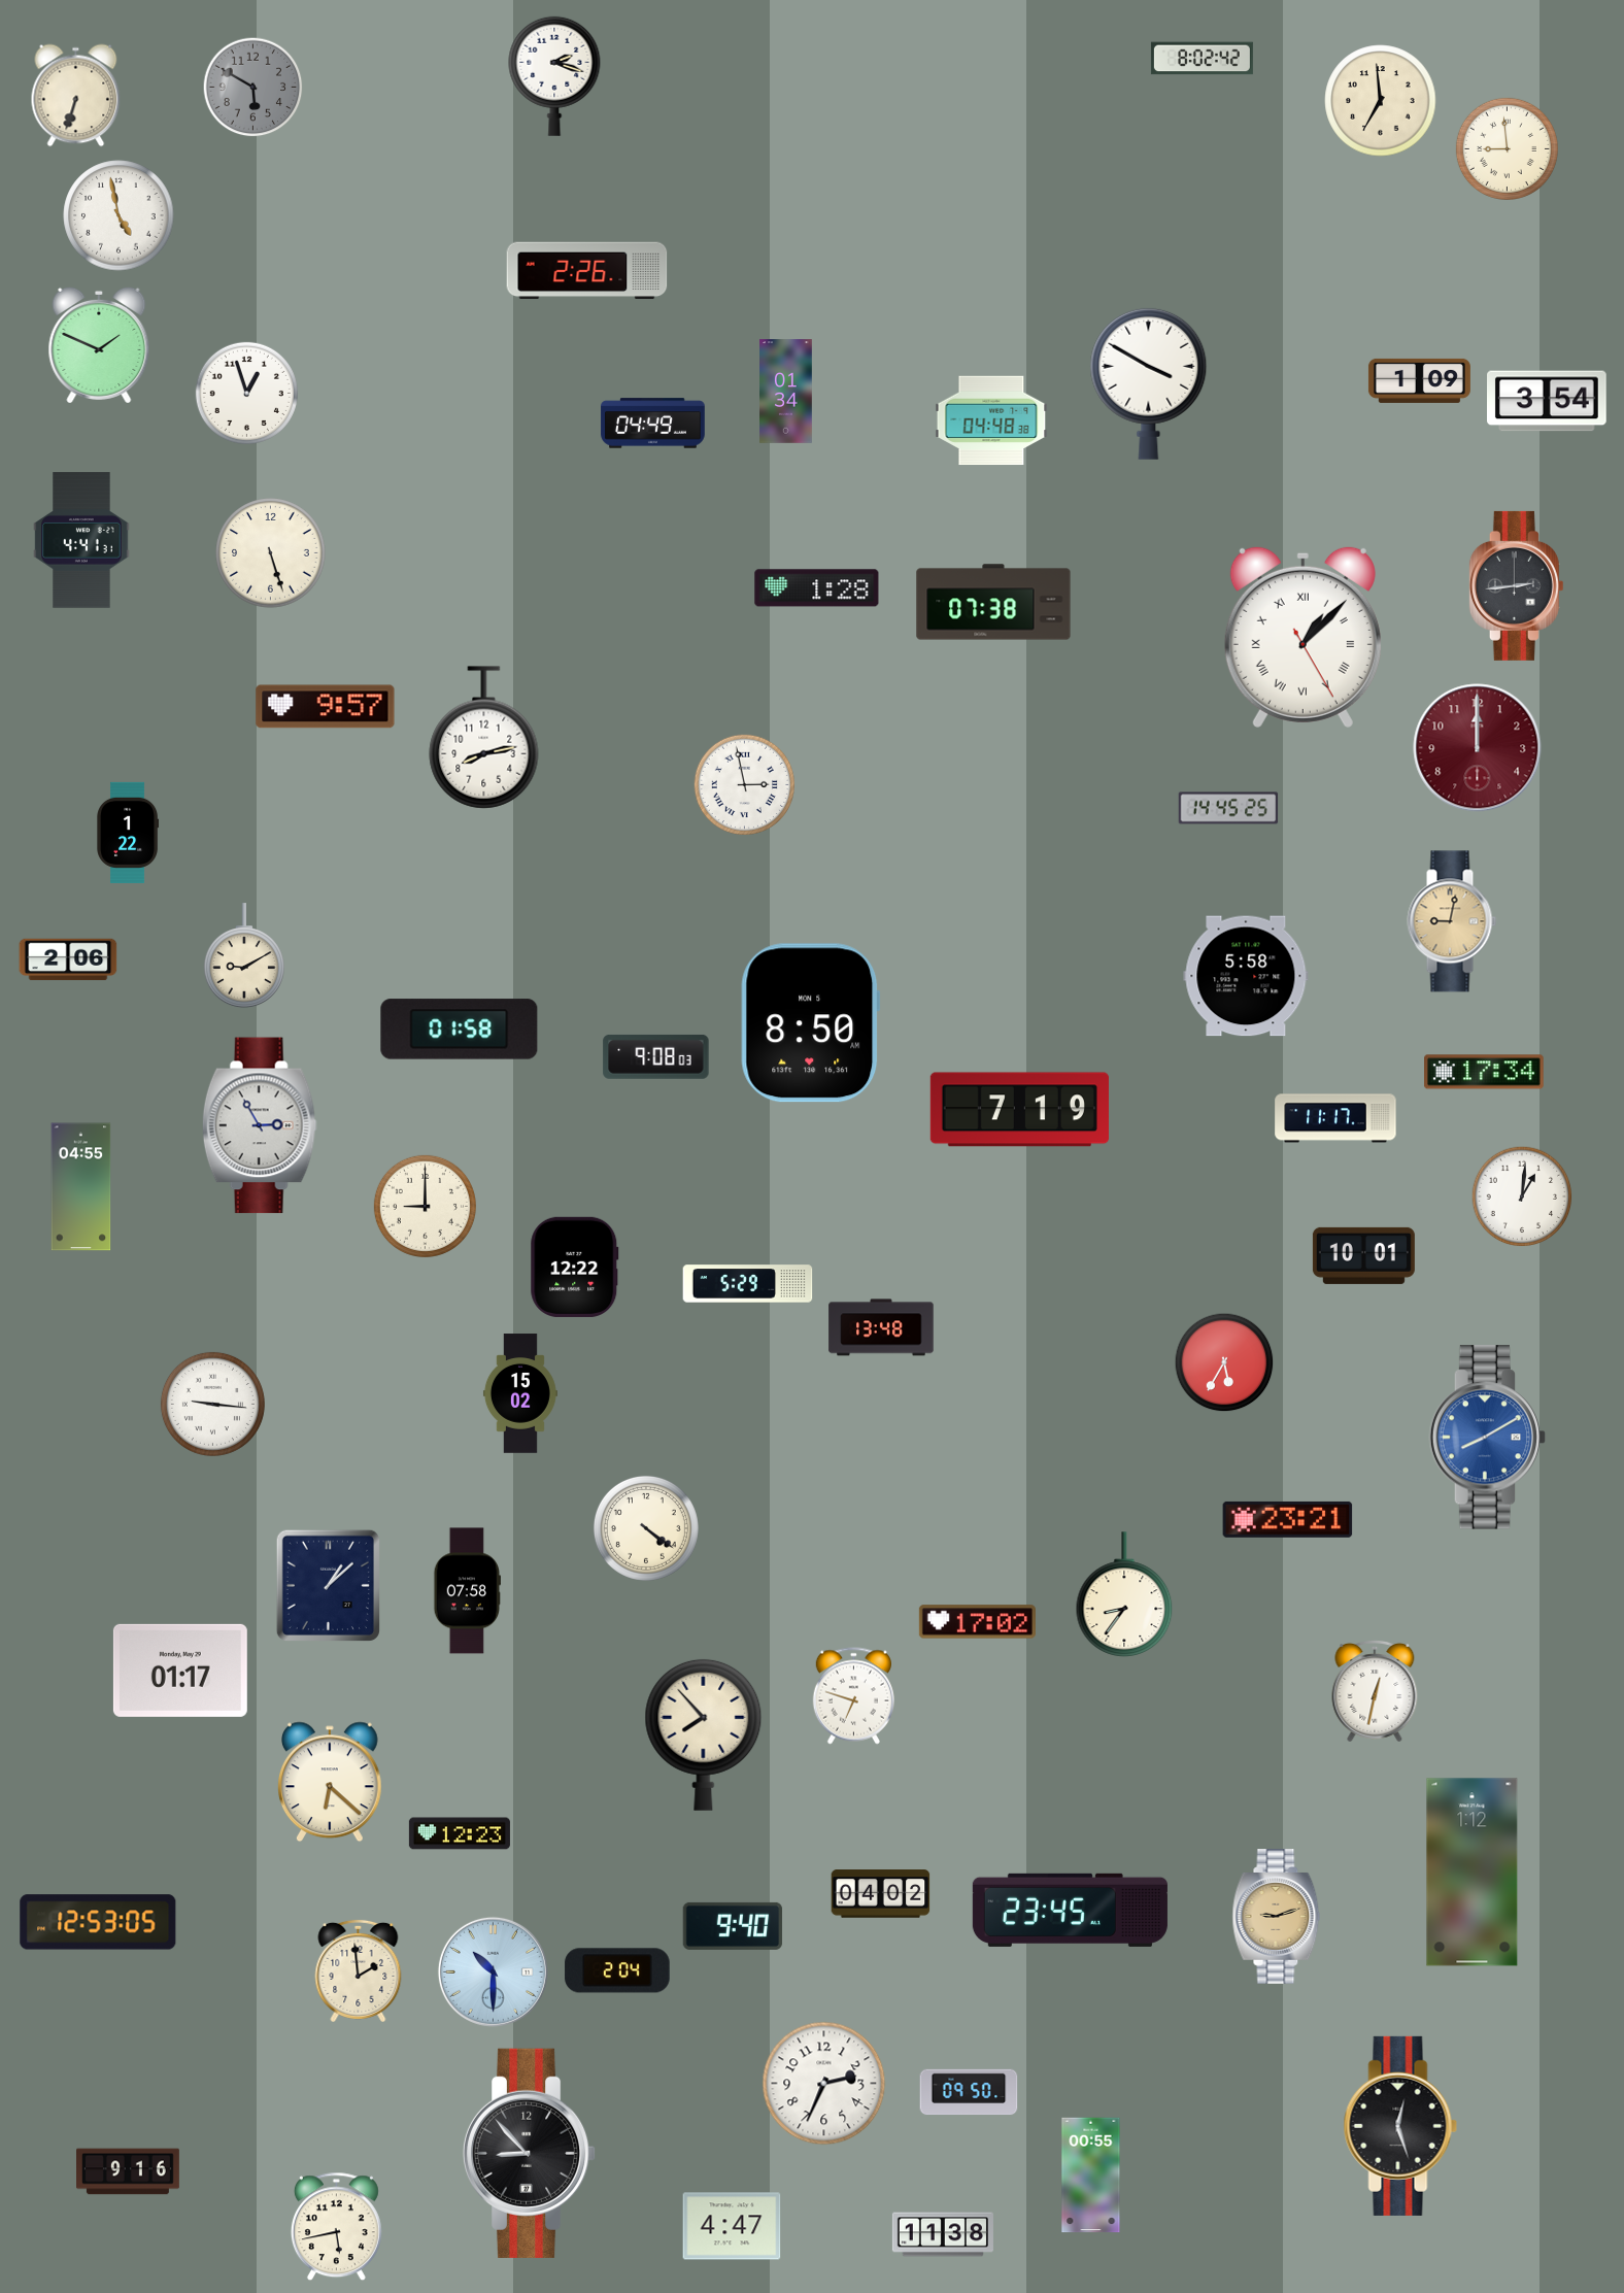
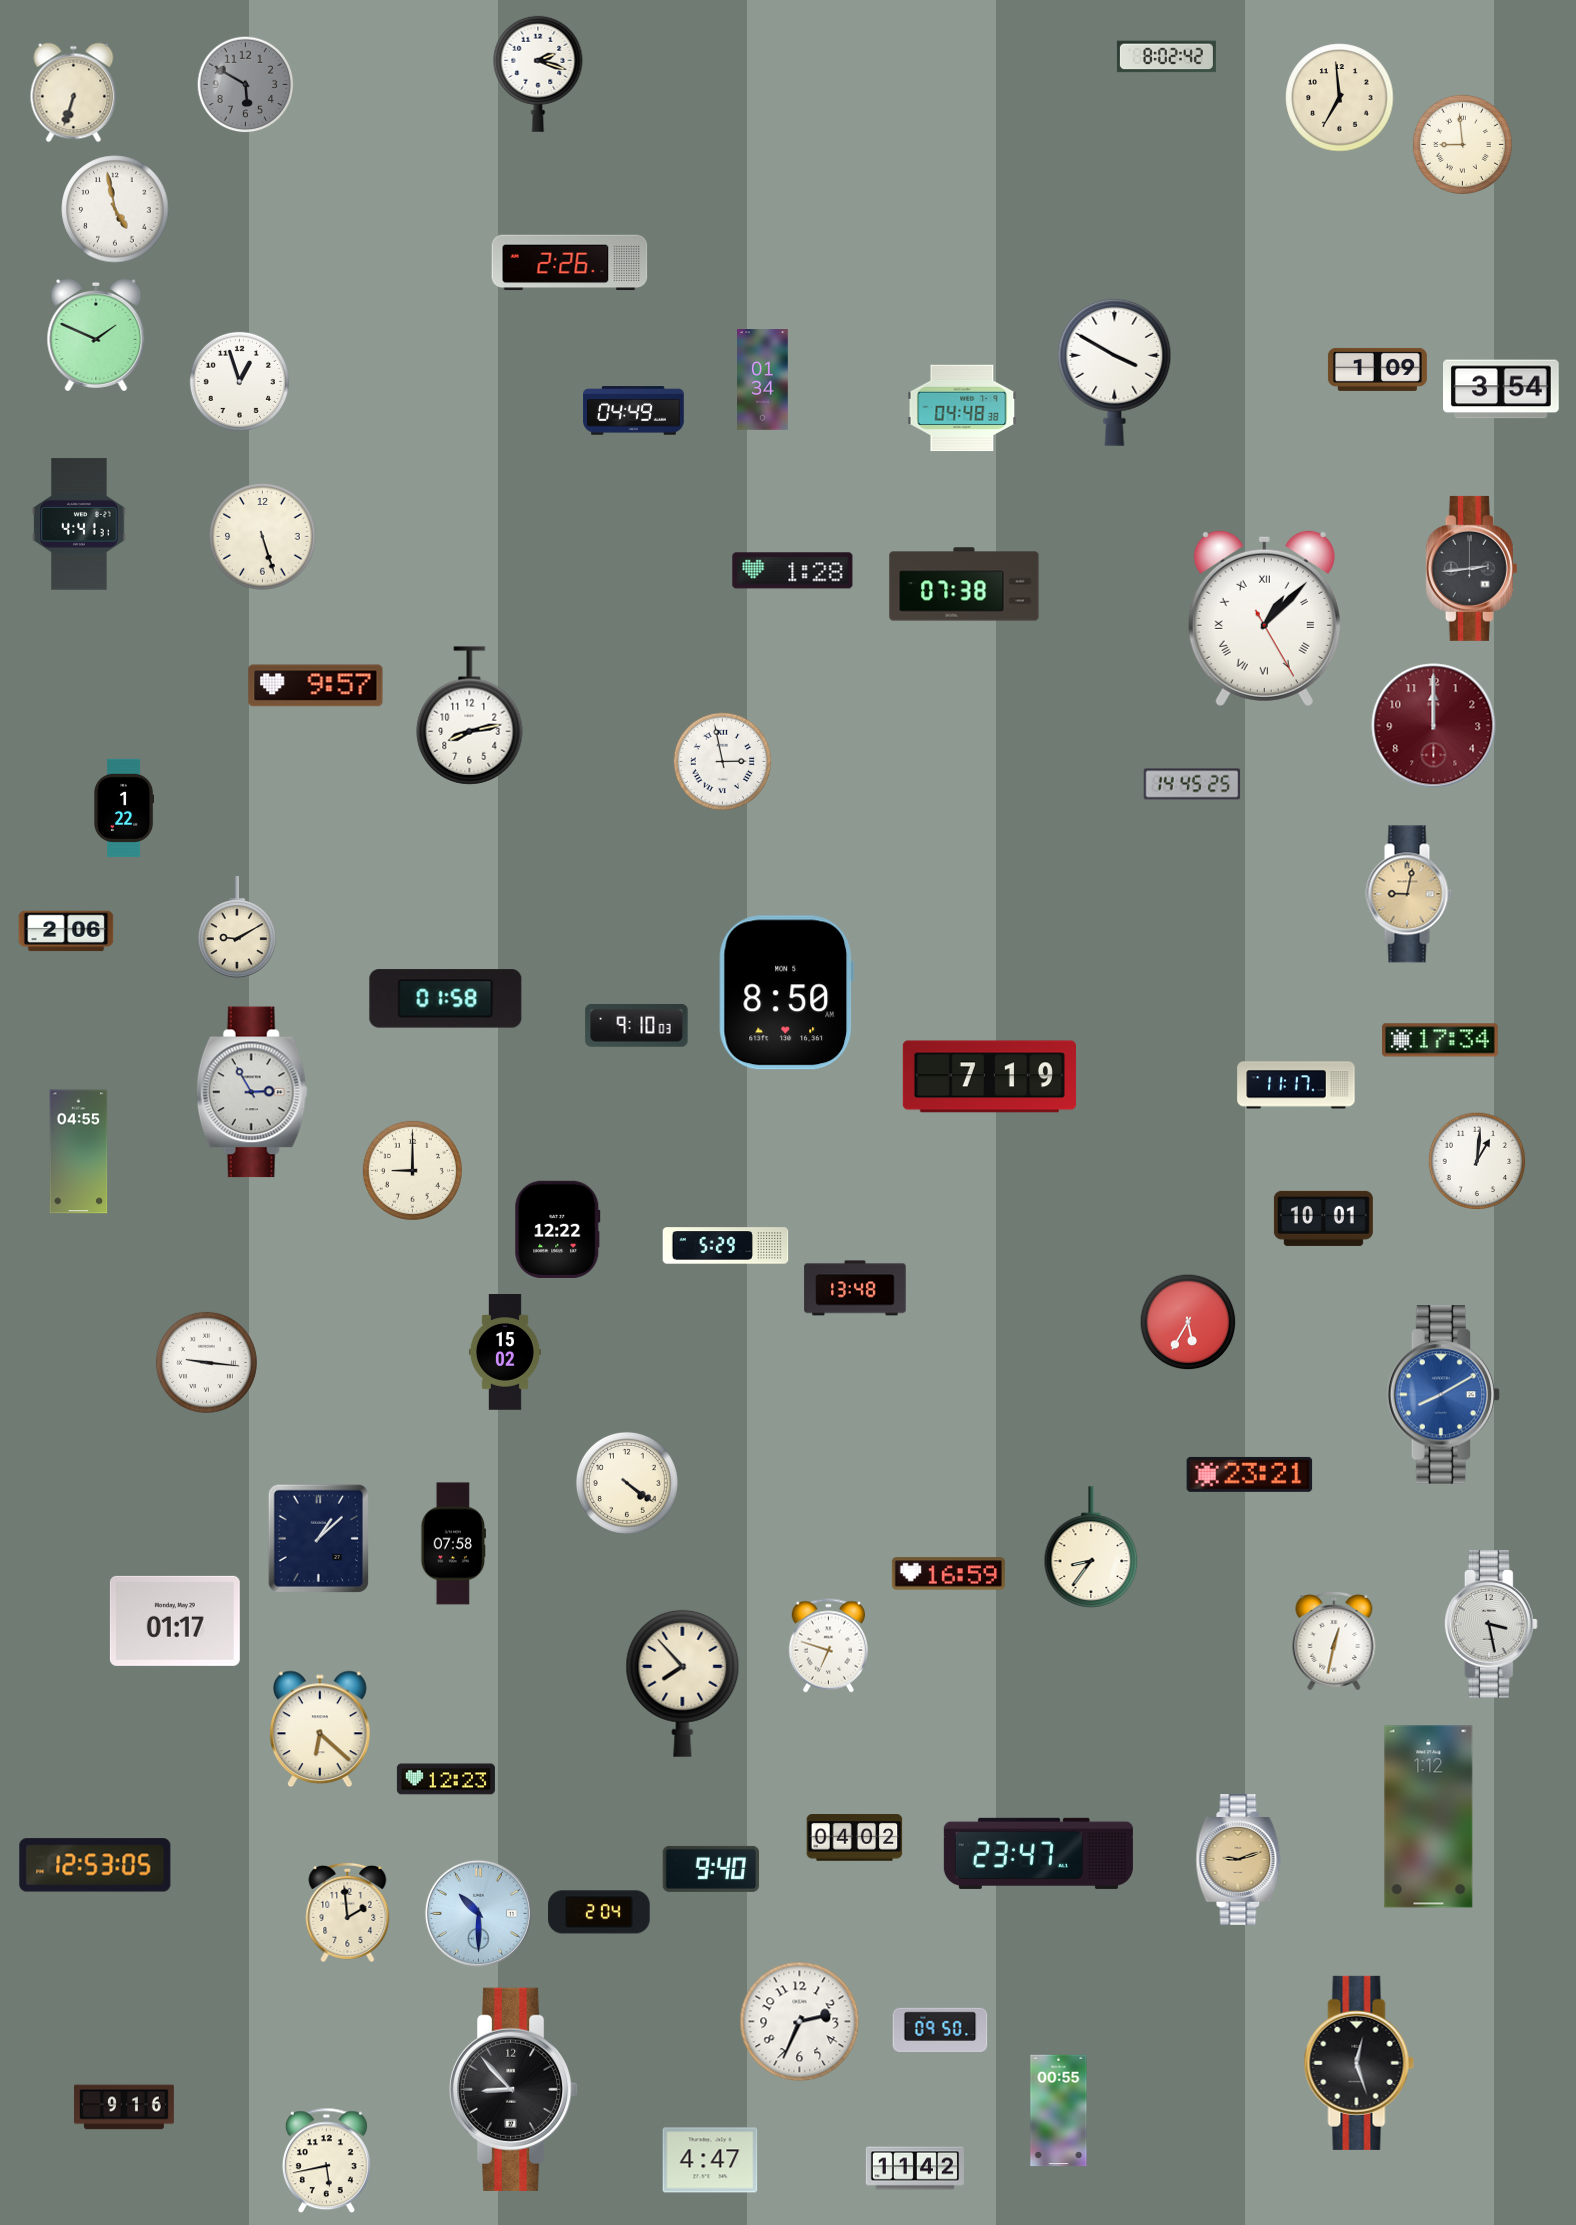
clock at (1246, 976): 5:58 -> none
clock at (656, 1056): 9:08 -> 9:10
clock at (977, 1622): 17:02 -> 16:59
clock at (1491, 1624): none -> 3:28
clock at (1070, 1910): 23:45 -> 23:47
clock at (943, 2234): 11:38 -> 11:42
